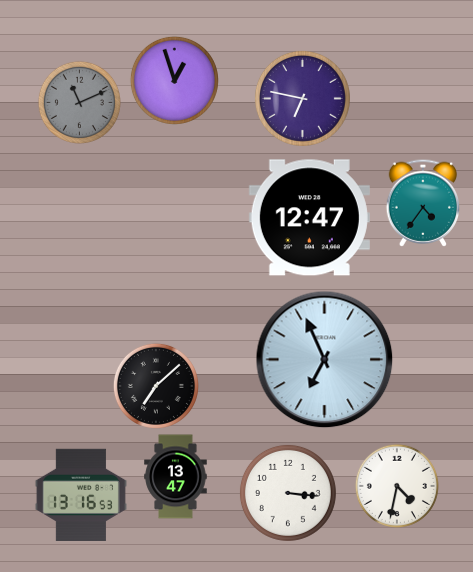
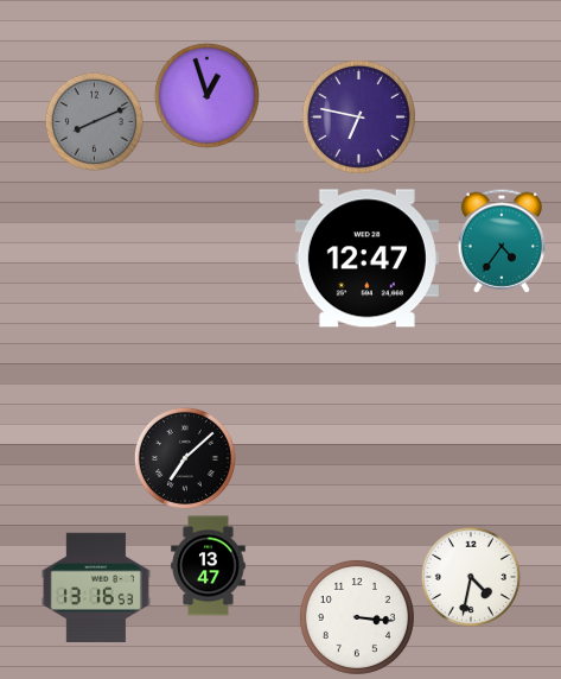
clock at (79, 102): 11:11 -> 8:11
clock at (325, 360): 6:56 -> none
clock at (288, 493) position: (288, 493) -> (357, 617)
